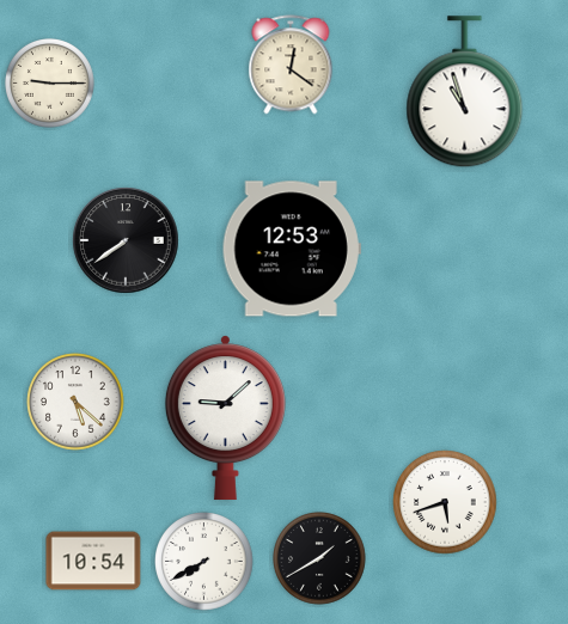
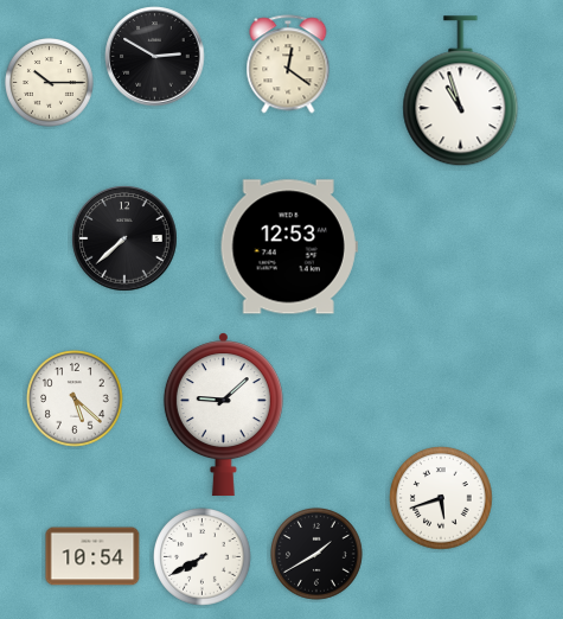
clock at (155, 57): none -> 2:50
clock at (50, 84): 9:15 -> 10:15
clock at (126, 240): 7:39 -> 7:38
